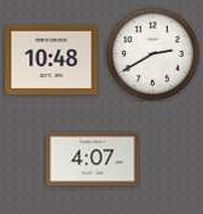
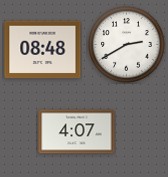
clock at (52, 60): 10:48 -> 08:48
